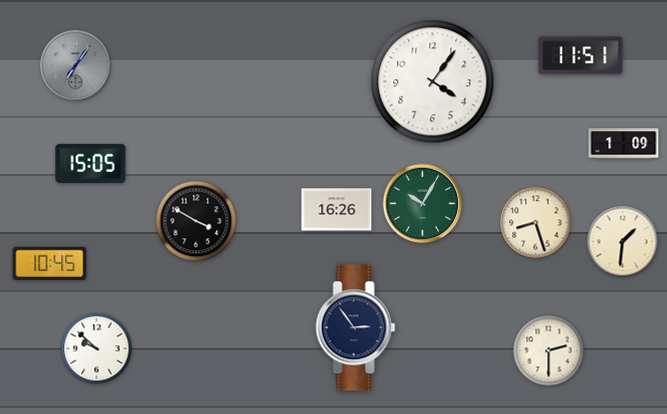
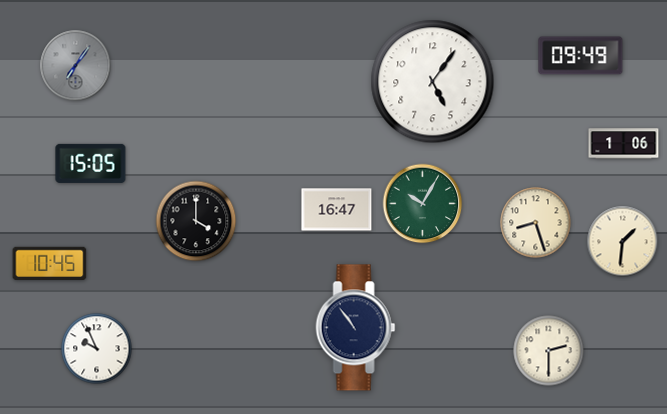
clock at (581, 56): 11:51 -> 09:49
clock at (433, 82): 4:06 -> 5:06
clock at (624, 144): 1:09 -> 1:06
clock at (337, 210): 16:26 -> 16:47
clock at (196, 221): 3:50 -> 4:00
clock at (356, 328): 2:54 -> 10:54
clock at (97, 349): 9:52 -> 9:56
